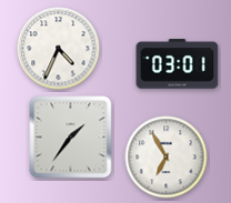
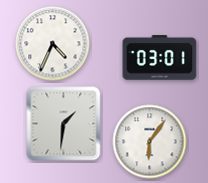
clock at (71, 138): 1:36 -> 1:31
clock at (167, 158): 6:55 -> 6:06
